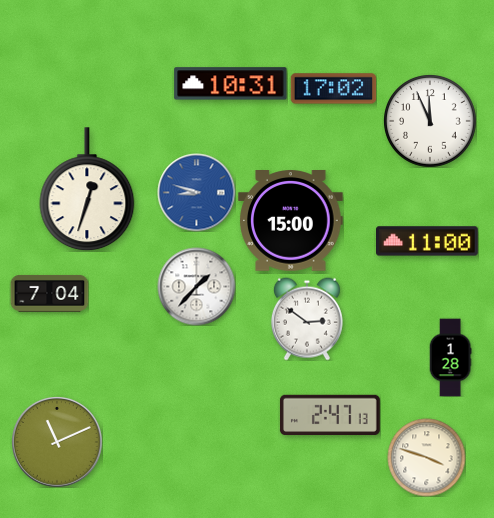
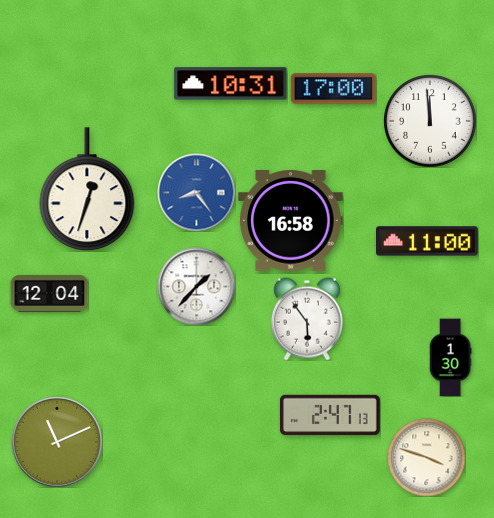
clock at (333, 89): 17:02 -> 17:00
clock at (430, 121): 11:56 -> 11:59
clock at (196, 192): 8:48 -> 8:24
clock at (291, 221): 15:00 -> 16:58
clock at (49, 293): 7:04 -> 12:04
clock at (307, 319): 2:51 -> 5:54
clock at (450, 357): 1:28 -> 1:30
